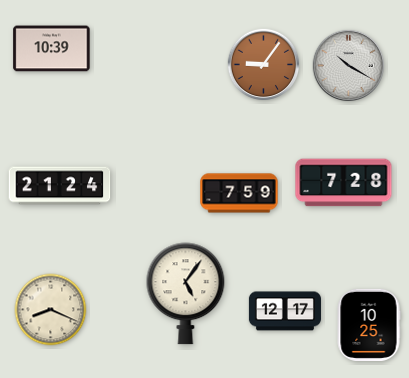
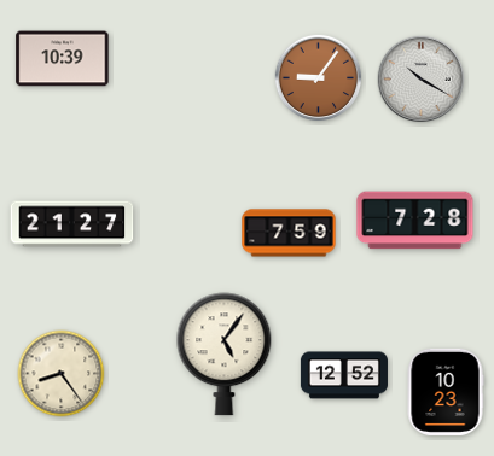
clock at (60, 186): 21:24 -> 21:27
clock at (51, 310): 8:19 -> 8:24
clock at (285, 311): 12:17 -> 12:52
clock at (369, 325): 10:25 -> 10:23
